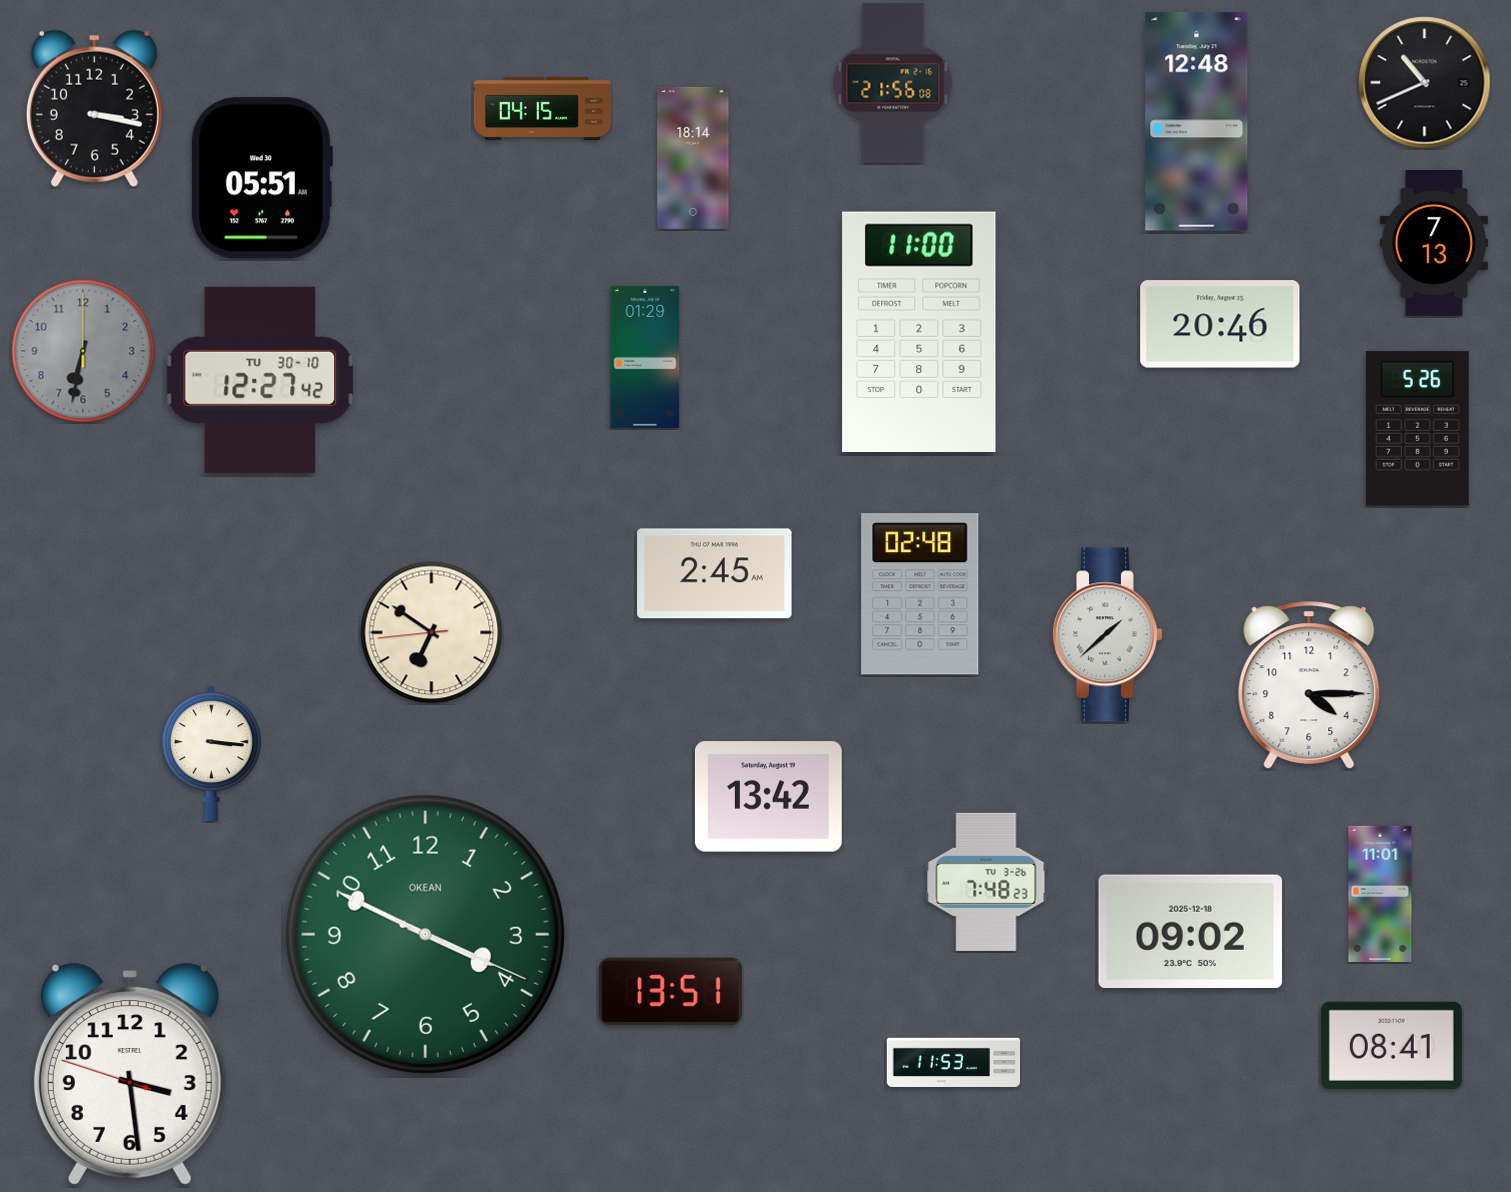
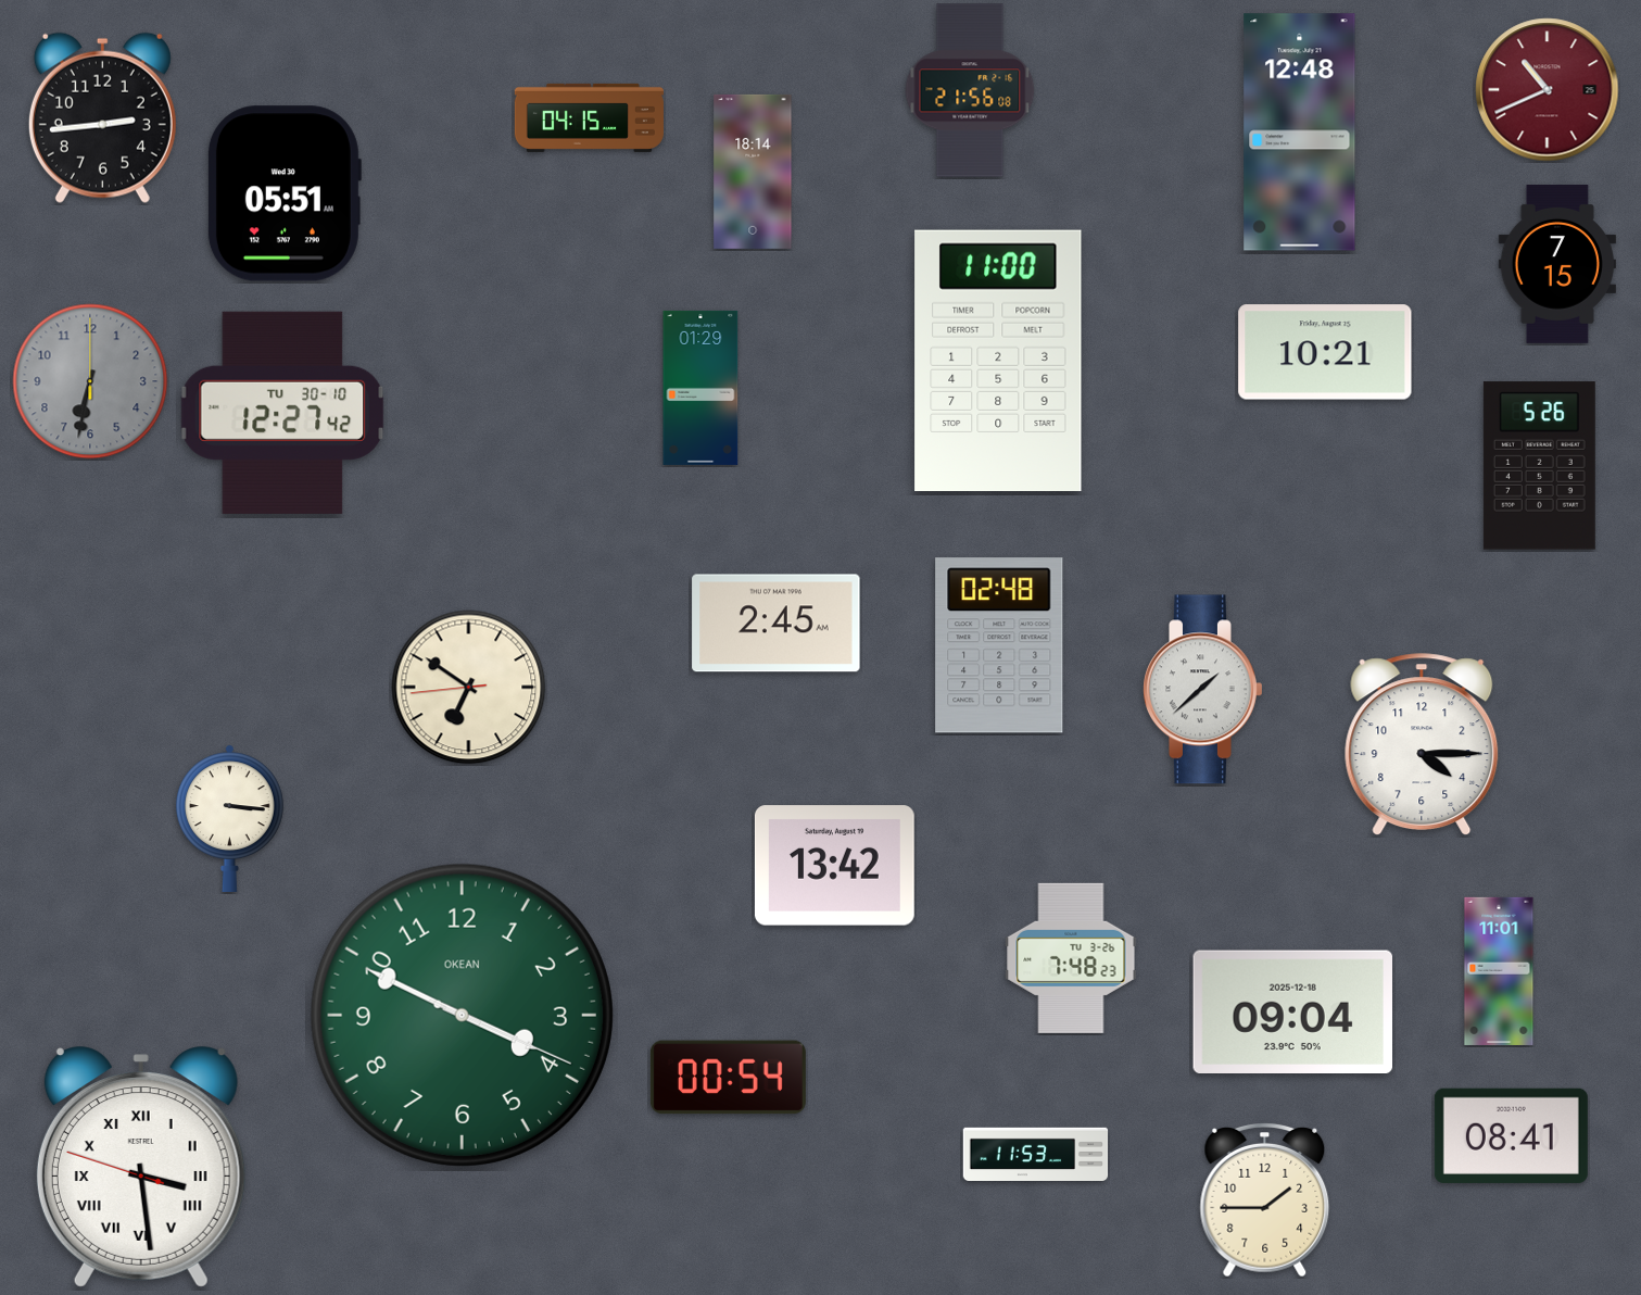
clock at (1425, 83) dial: black -> burgundy
clock at (94, 108): 3:17 -> 2:44
clock at (1434, 243): 7:13 -> 7:15
clock at (1220, 324): 20:46 -> 10:21
clock at (1190, 931): 09:02 -> 09:04
clock at (670, 992): 13:51 -> 00:54
clock at (130, 1074) numerals: Arabic -> Roman
clock at (1265, 1200): none -> 1:45
